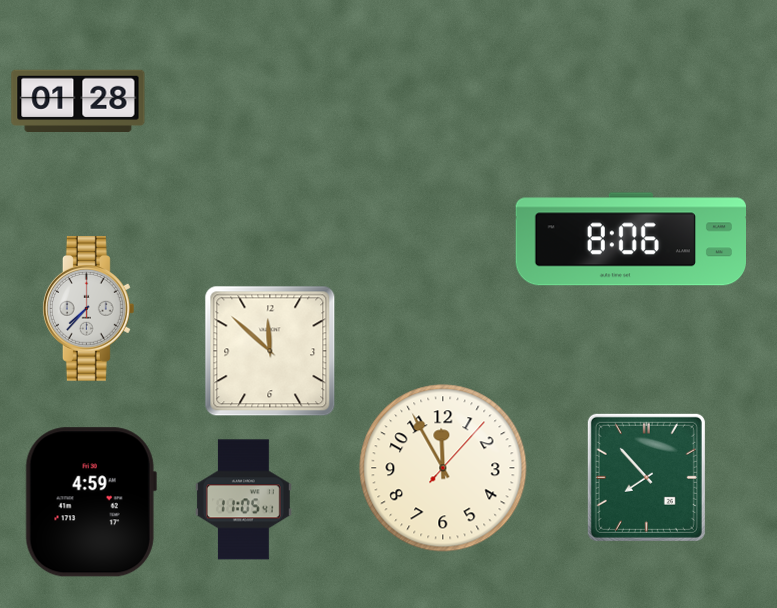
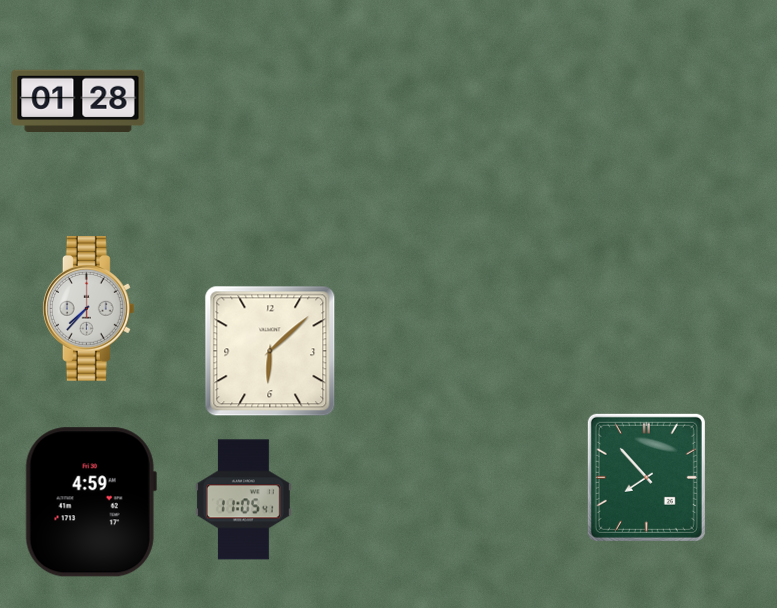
clock at (630, 239): 8:06 -> none
clock at (270, 351): 11:52 -> 6:08
clock at (443, 468): 11:55 -> none
